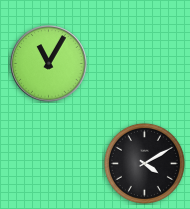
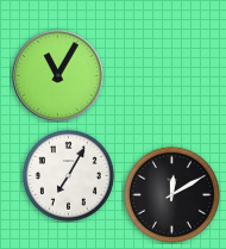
clock at (68, 175): none -> 7:05
clock at (144, 163): 4:10 -> 12:10
